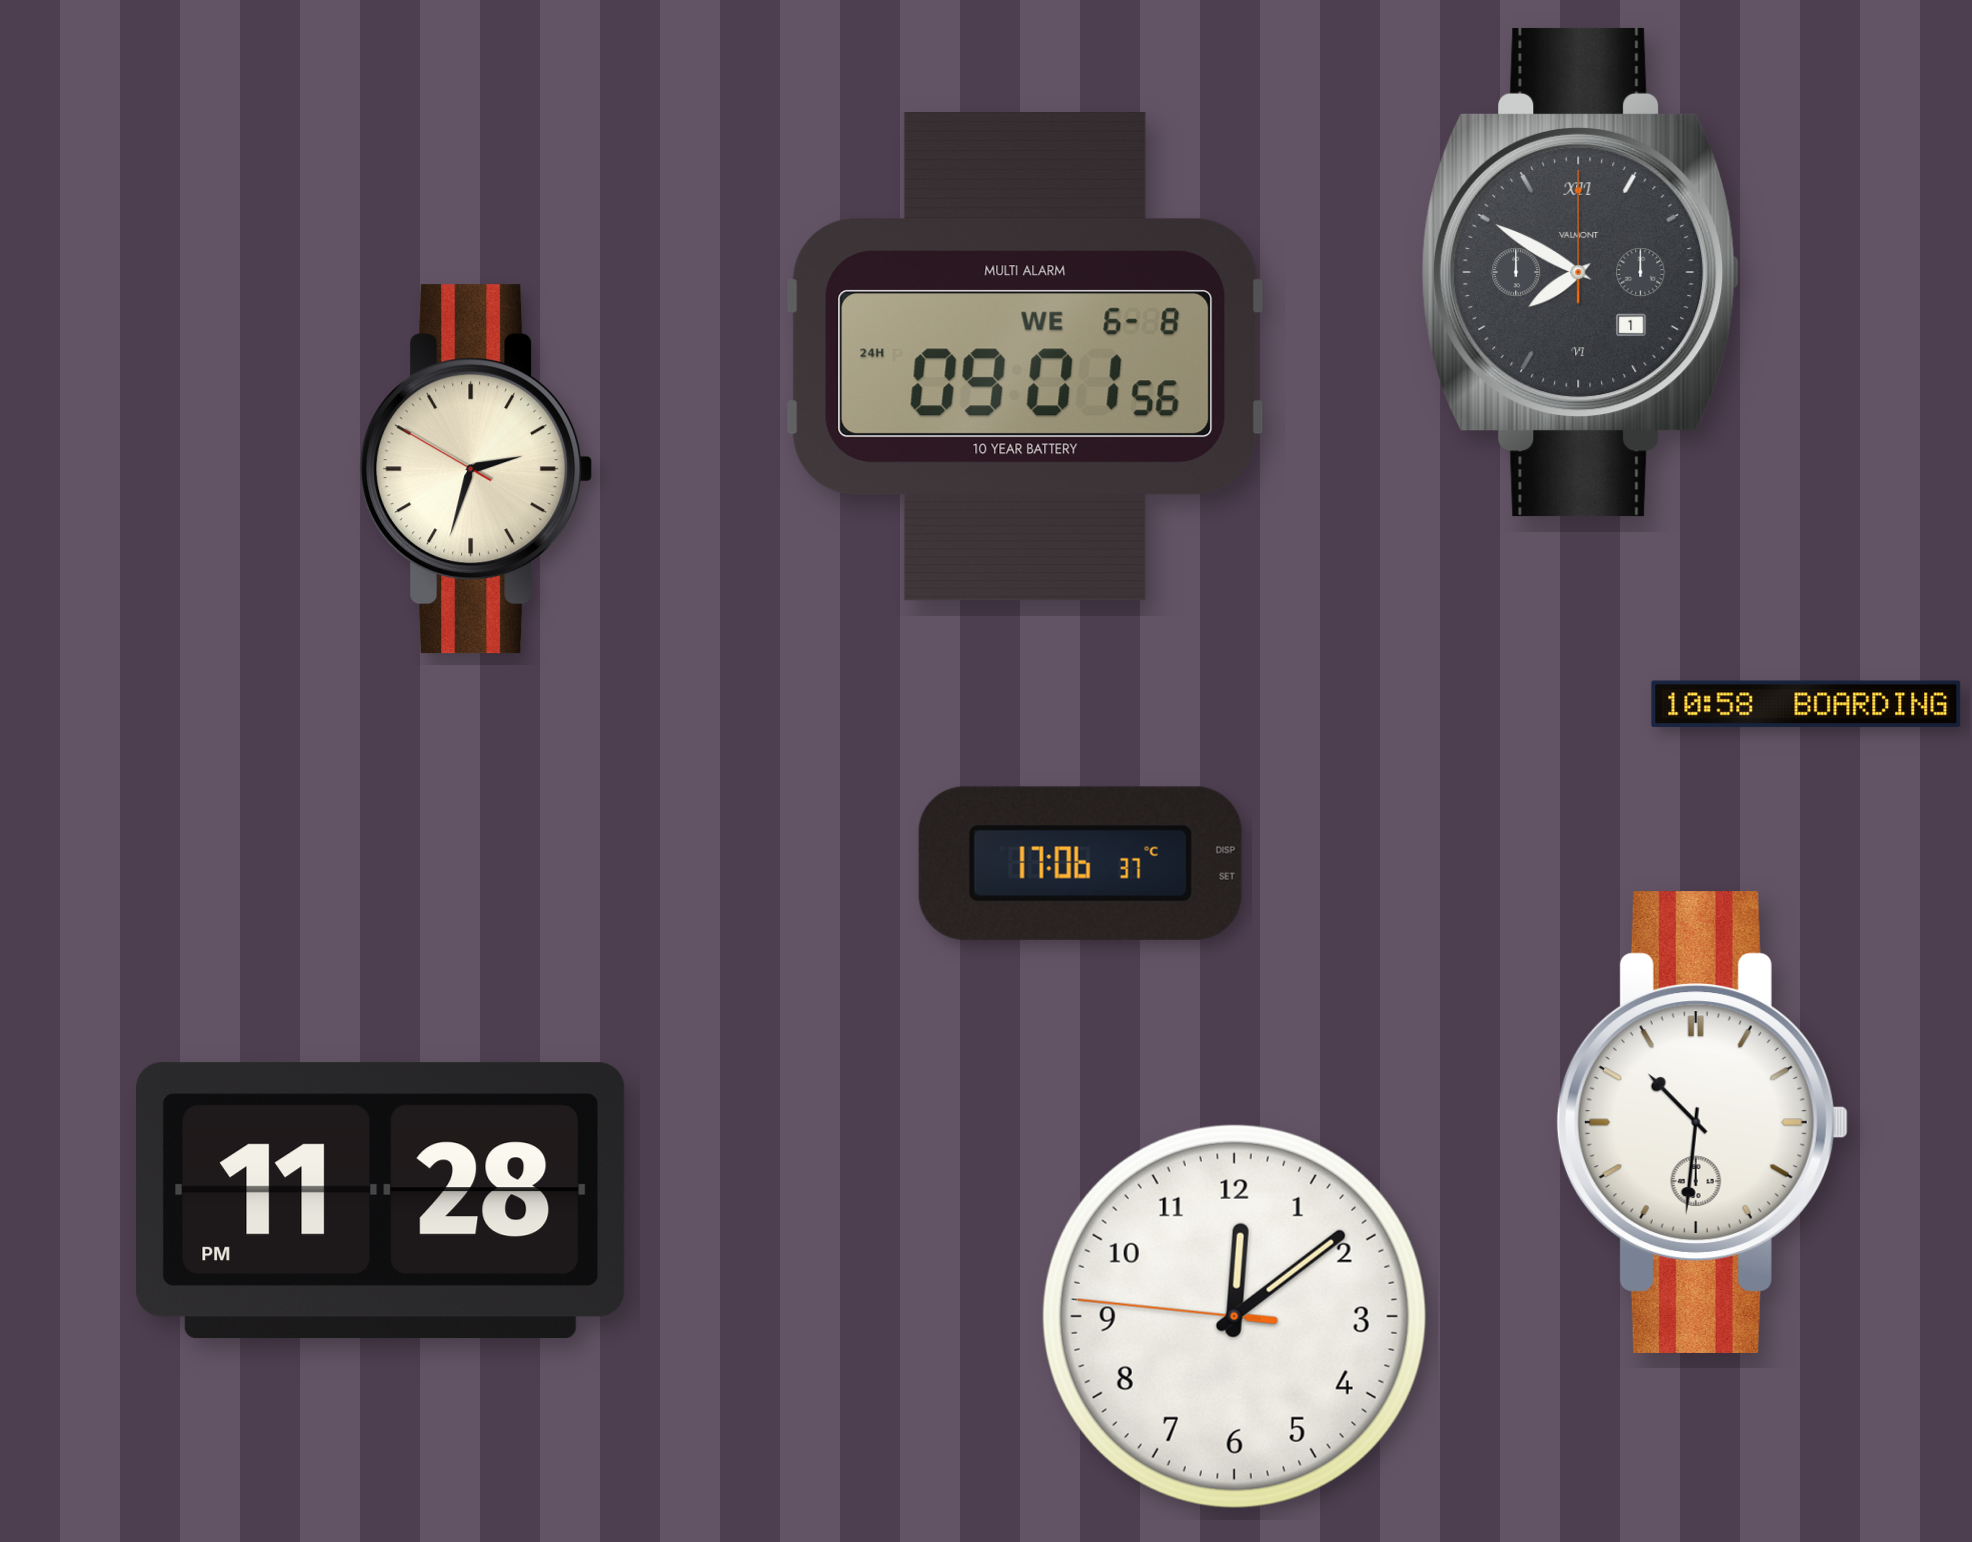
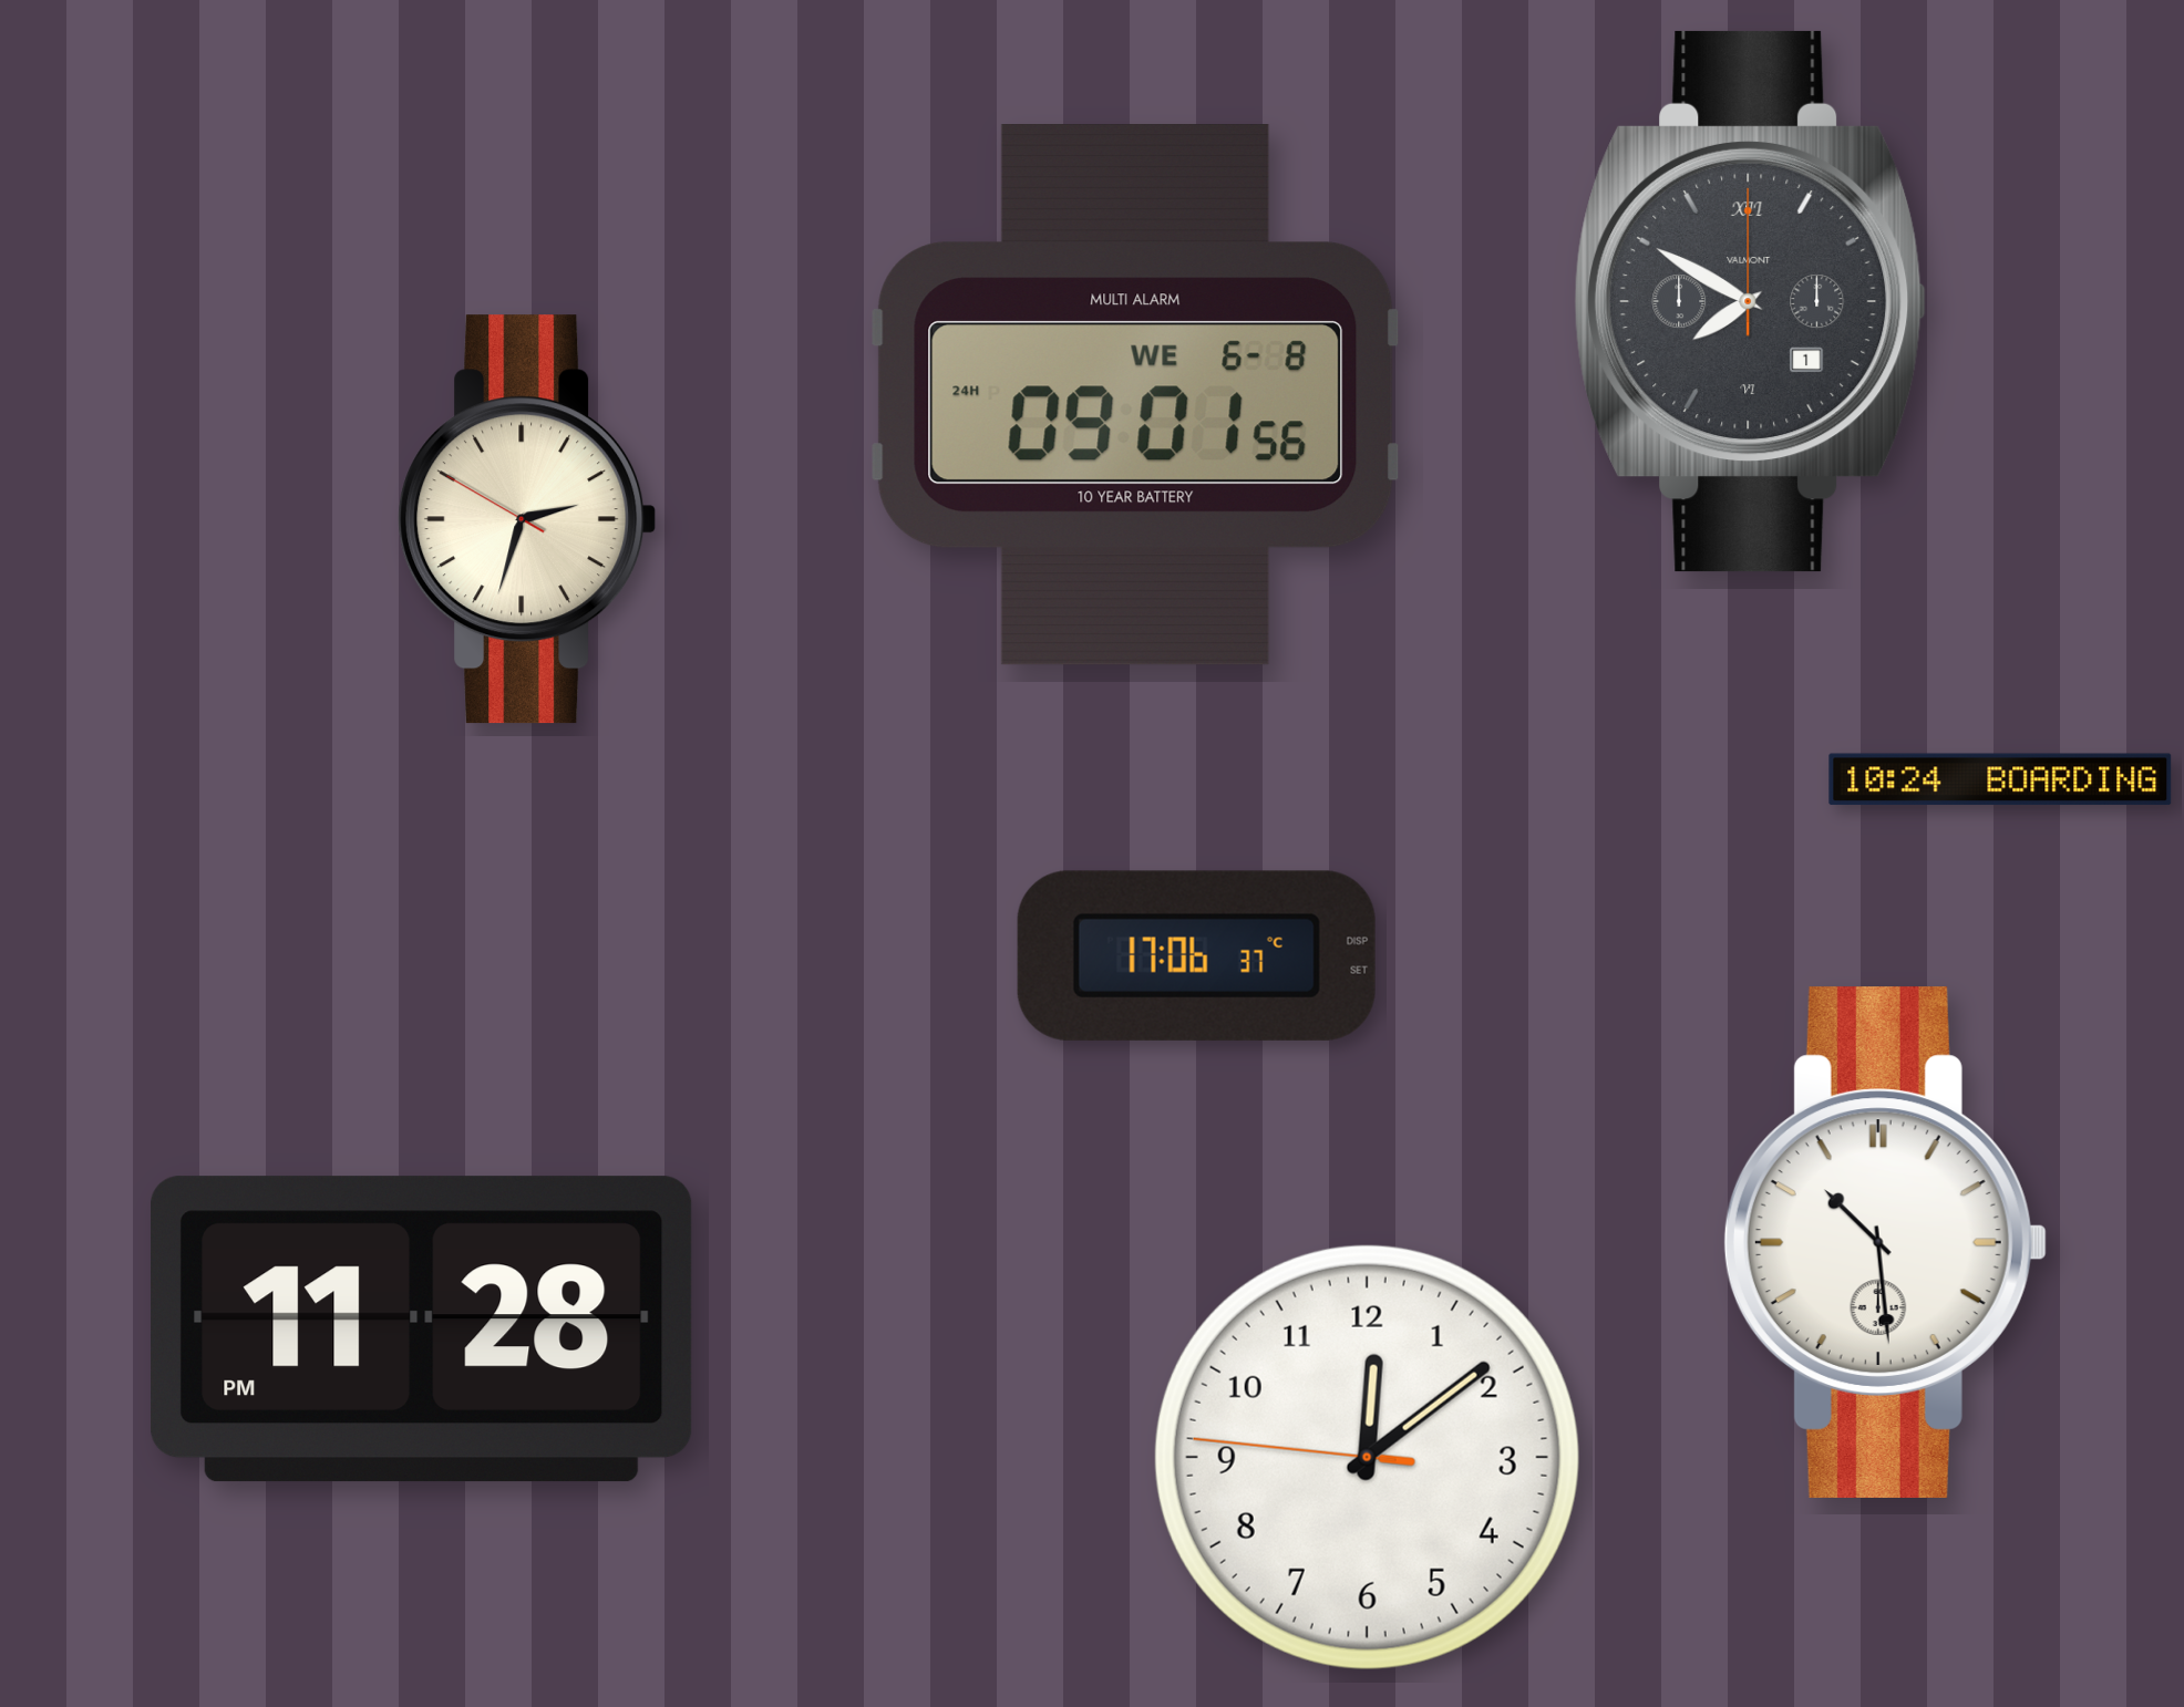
clock at (1806, 704): 10:58 -> 10:24
clock at (1702, 1122): 10:31 -> 10:29
